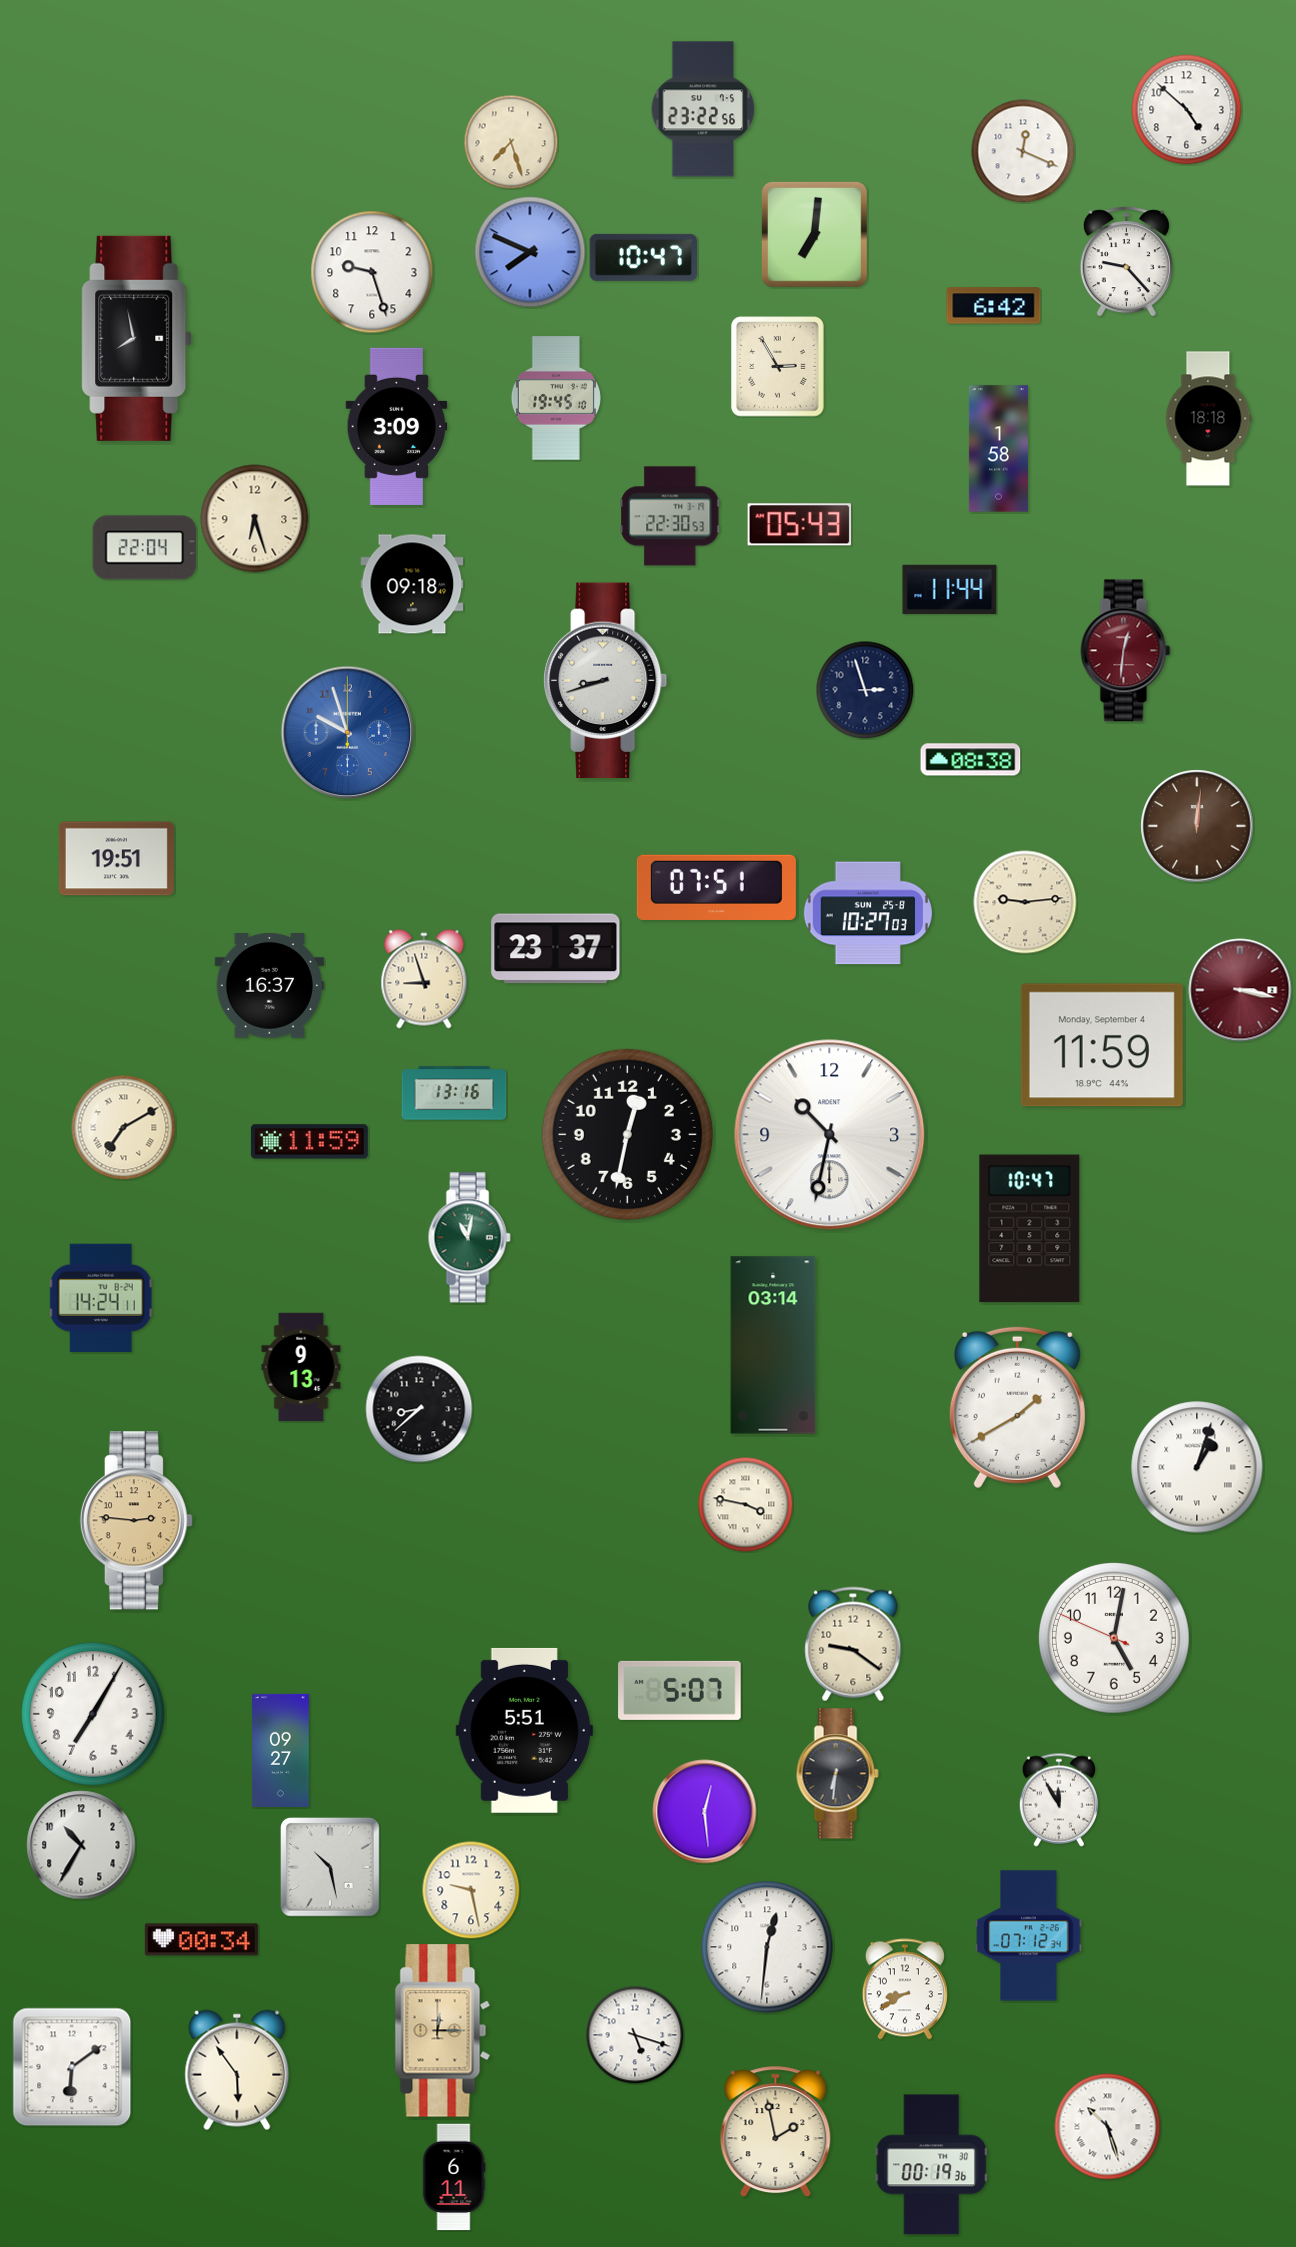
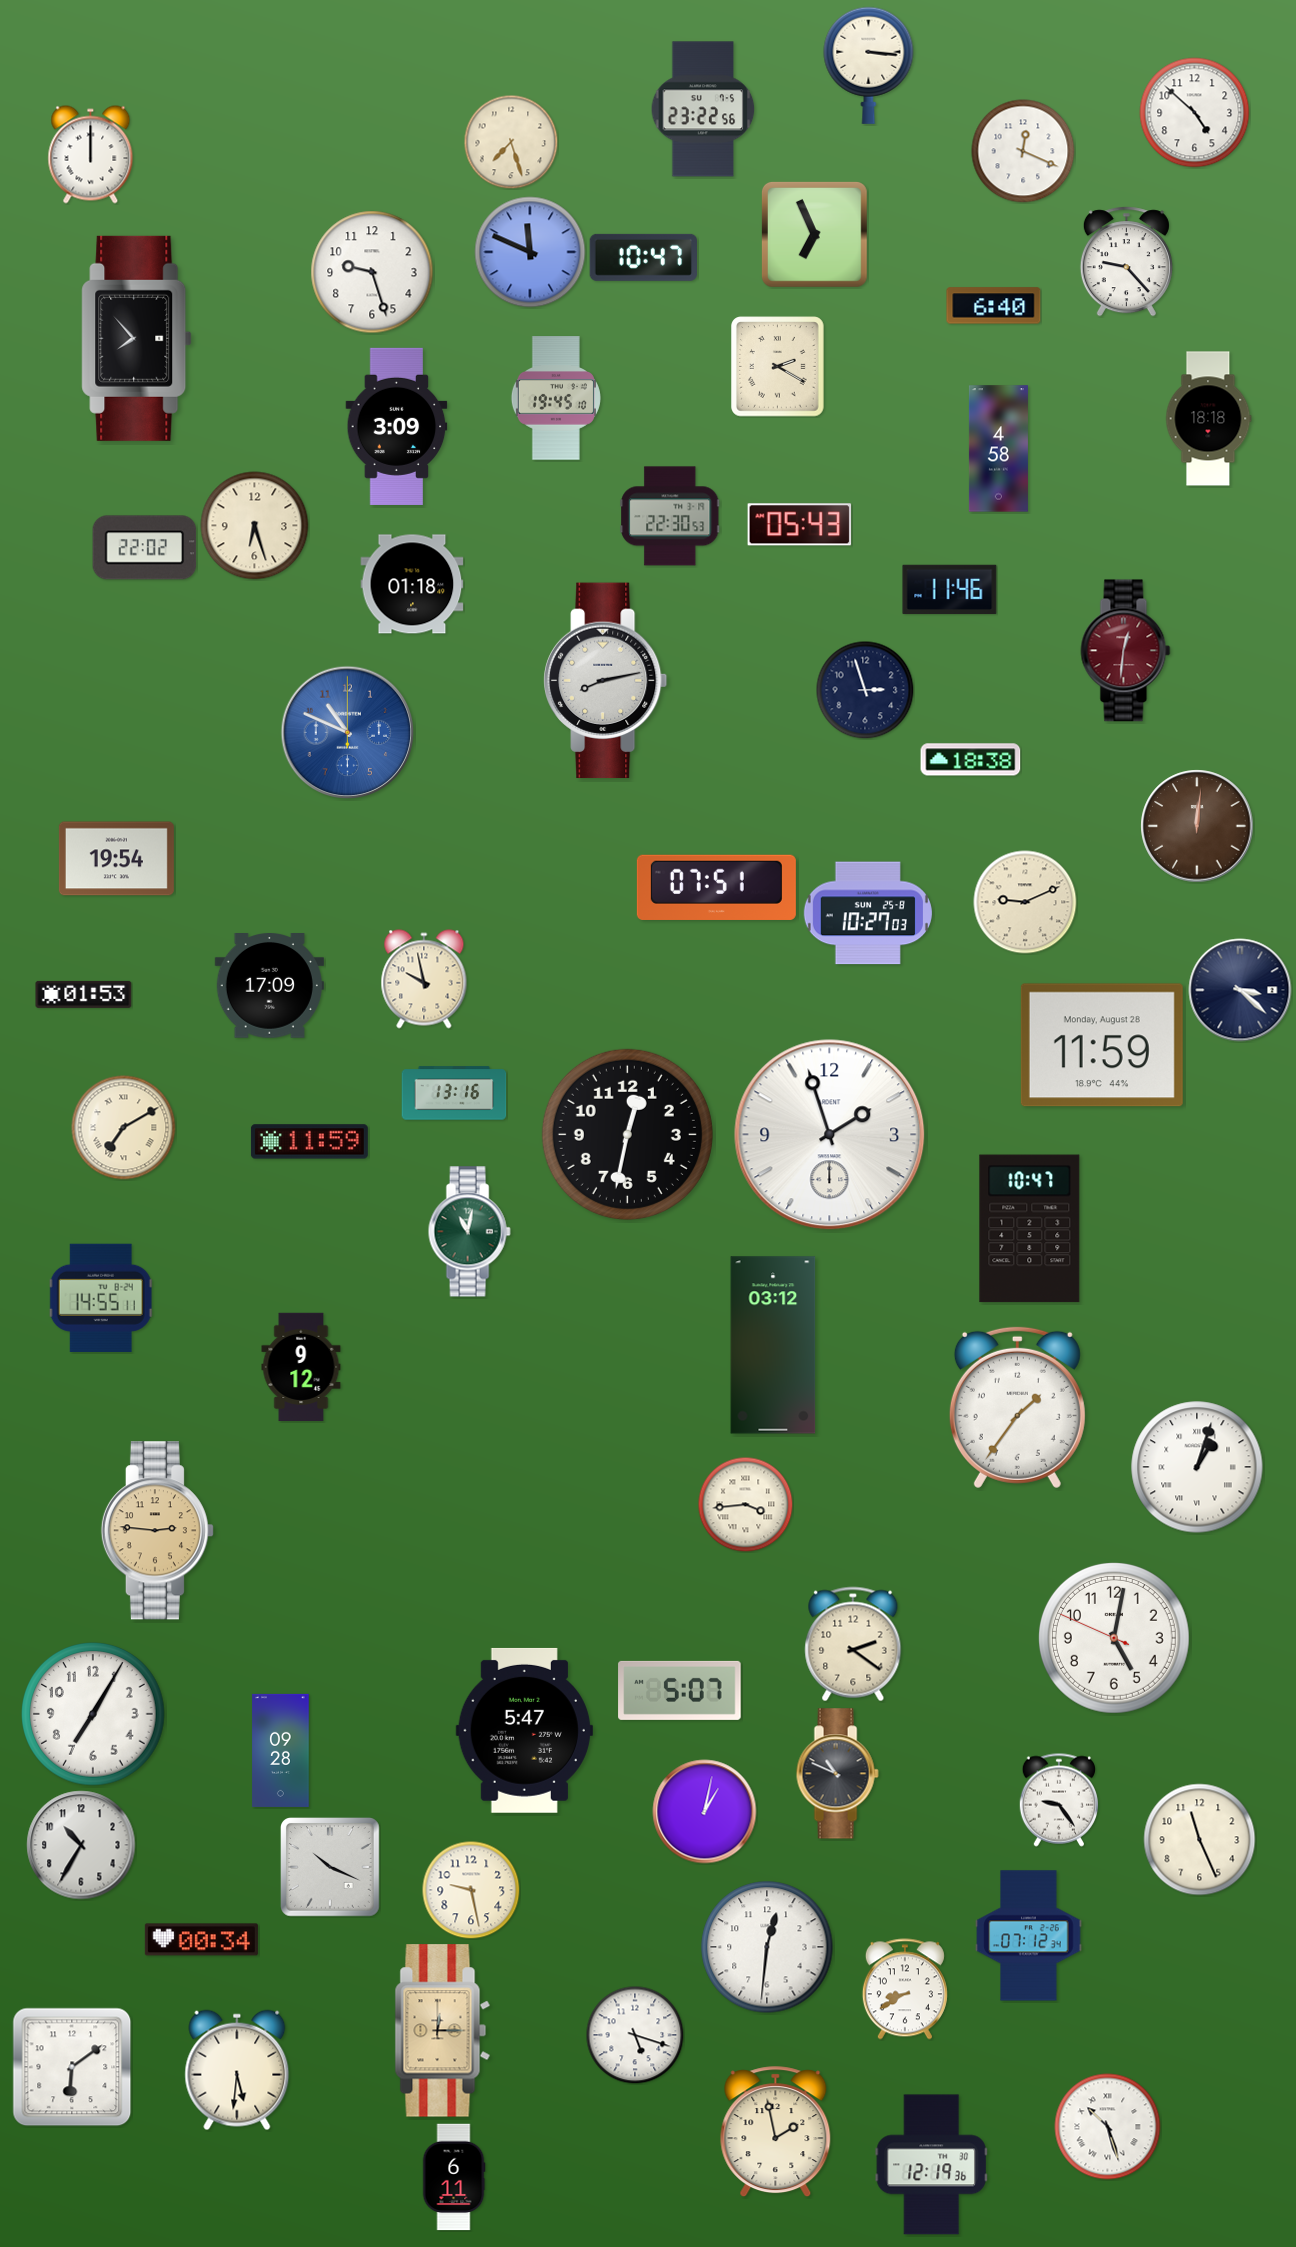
clock at (869, 65): none -> 3:16
clock at (1187, 110) position: (1187, 110) -> (1195, 113)
clock at (91, 155): none -> 12:00
clock at (814, 234): 7:01 -> 6:56
clock at (530, 252): 7:49 -> 11:49
clock at (994, 306): 6:42 -> 6:40
clock at (137, 338): 7:58 -> 7:53
clock at (778, 367): 2:55 -> 2:20
clock at (998, 449): 1:58 -> 4:58
clock at (255, 519) position: (255, 519) -> (255, 526)
clock at (145, 548): 22:04 -> 22:02
clock at (412, 584): 09:18 -> 01:18
clock at (950, 590): 11:44 -> 11:46
clock at (606, 681): 8:42 -> 8:13
clock at (348, 733): 9:57 -> 10:49
clock at (971, 760): 08:38 -> 18:38
clock at (116, 859): 19:51 -> 19:54
clock at (1025, 902): 9:14 -> 9:11
clock at (556, 949): 23:37 -> none
clock at (424, 979): 8:57 -> 9:58
clock at (269, 986): 16:37 -> 17:09
clock at (1240, 990): 3:17 -> 3:22
clock at (1240, 990) dial: burgundy -> navy
clock at (84, 994): none -> 01:53
clock at (1102, 1045) date: Monday, September 4 -> Monday, August 28
clock at (830, 1135): 10:32 -> 1:57
clock at (469, 1238) position: (469, 1238) -> (469, 1232)
clock at (101, 1298): 14:24 -> 14:55
clock at (773, 1345): 03:14 -> 03:12
clock at (301, 1367): 9:13 -> 9:12
clock at (1017, 1407): 1:40 -> 1:36
clock at (419, 1409): 8:38 -> none
clock at (745, 1504): 3:47 -> 3:44
clock at (136, 1521) position: (136, 1521) -> (157, 1531)
clock at (853, 1644): 9:21 -> 2:21
clock at (524, 1730): 5:51 -> 5:47
clock at (281, 1750): 09:27 -> 09:28
clock at (837, 1774): 6:31 -> 10:49
clock at (1058, 1800): 11:55 -> 9:24
clock at (705, 1812): 12:29 -> 1:02
clock at (1200, 1840): none -> 11:26
clock at (331, 1868): 10:28 -> 10:19
clock at (237, 2070): 5:54 -> 5:31
clock at (931, 2165): 00:19 -> 12:19
